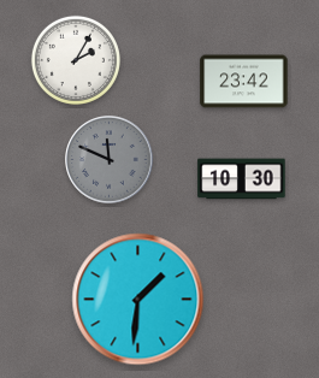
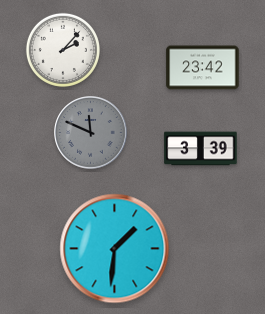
clock at (76, 60): 2:05 -> 2:07
clock at (242, 179): 10:30 -> 3:39
